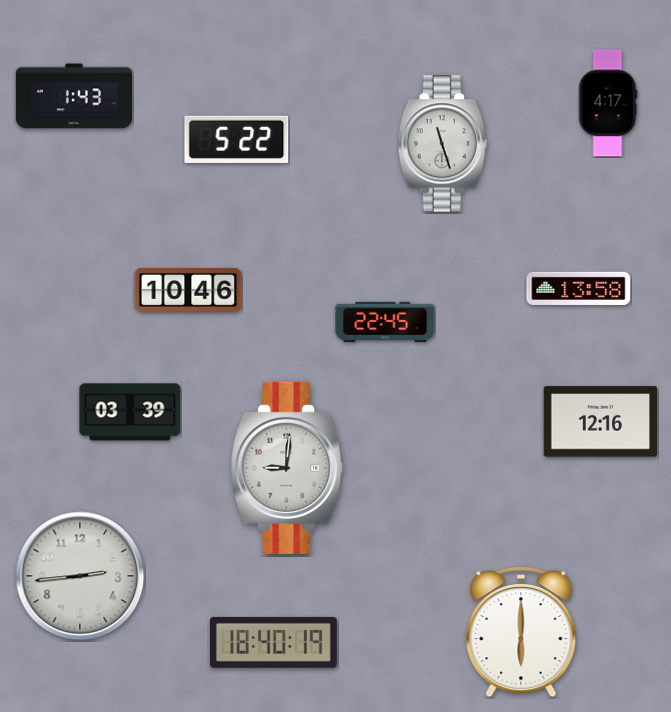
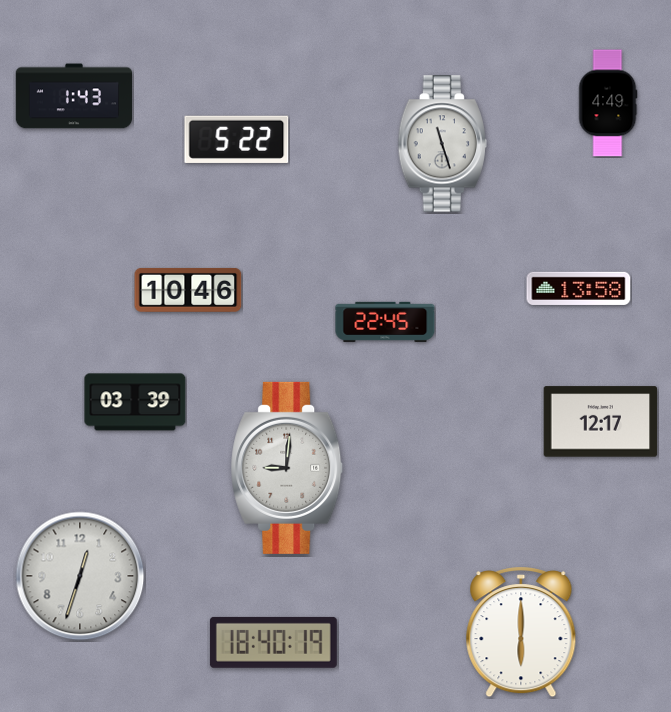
clock at (608, 103): 4:17 -> 4:49
clock at (130, 412) position: (130, 412) -> (135, 402)
clock at (601, 422): 12:16 -> 12:17
clock at (80, 576): 2:44 -> 12:33
